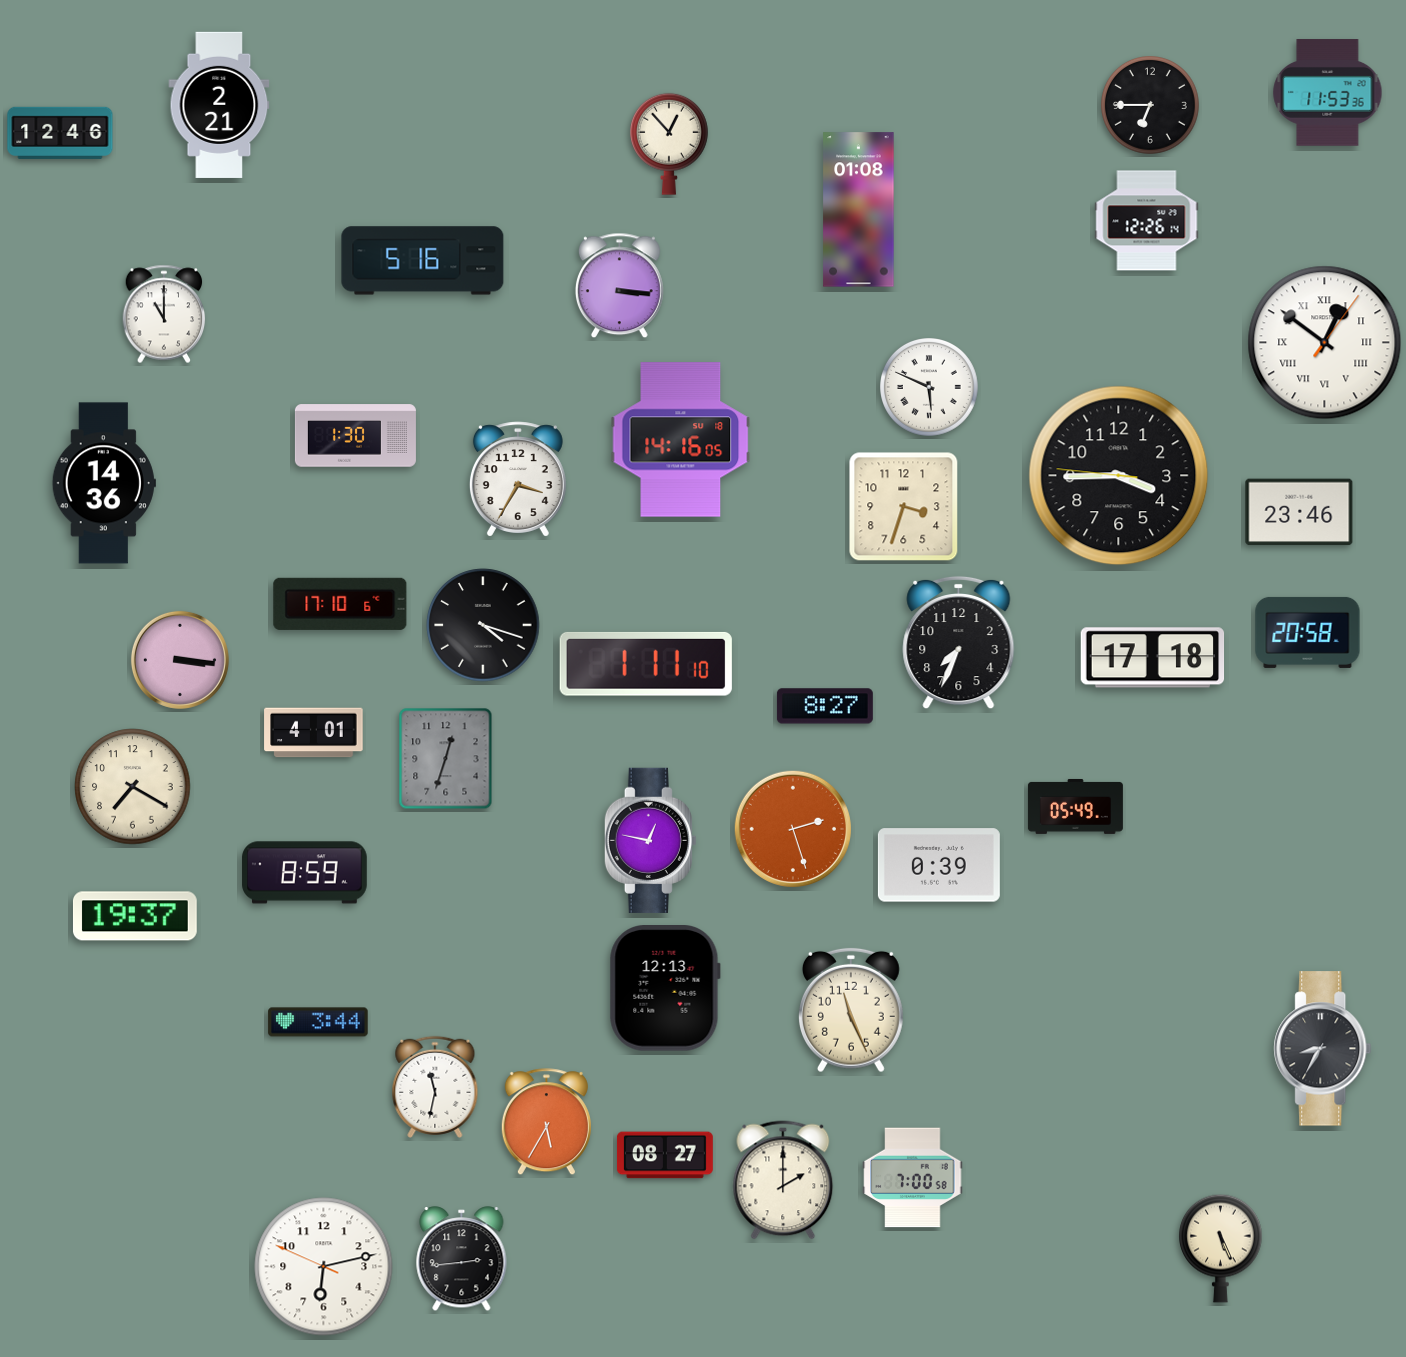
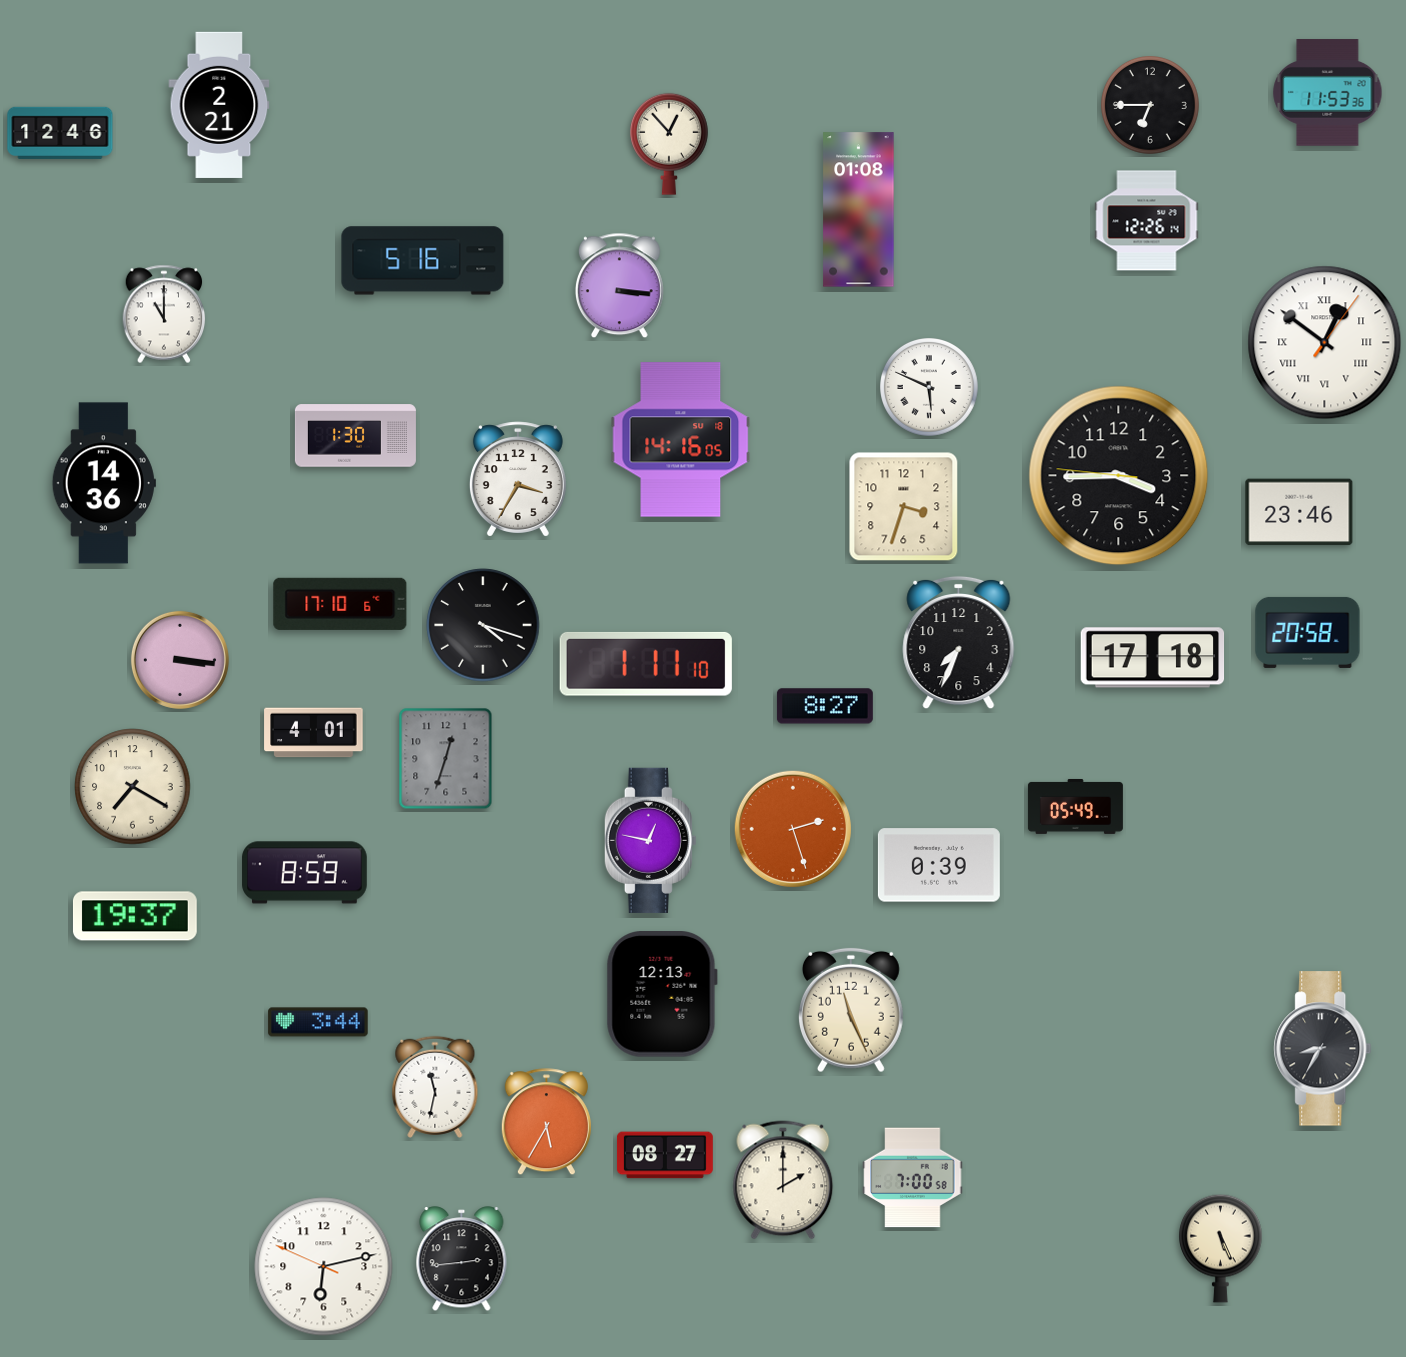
clock at (665, 989) position: (665, 989) -> (662, 995)
